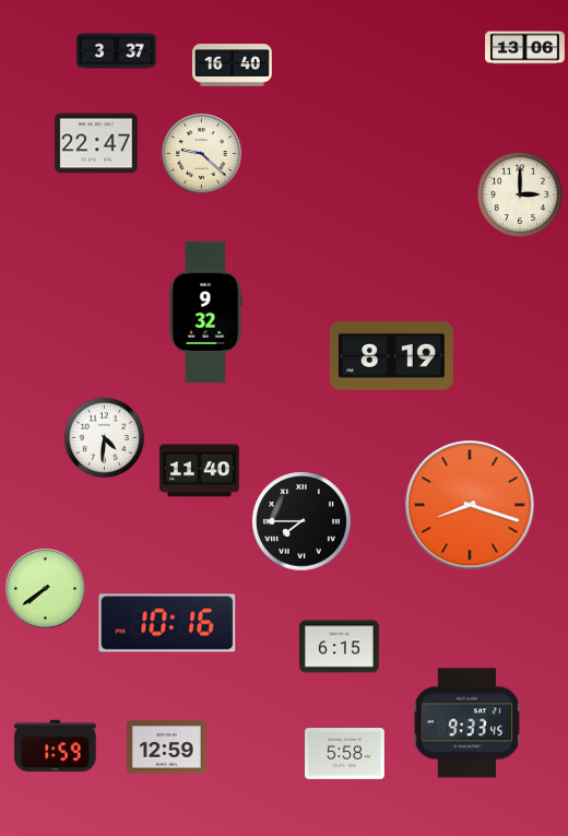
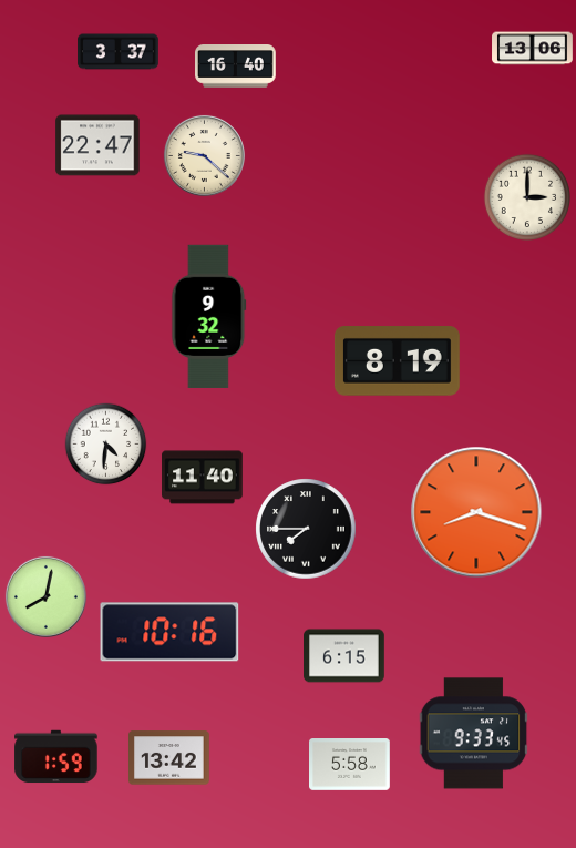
clock at (45, 588): 7:39 -> 8:02
clock at (167, 747): 12:59 -> 13:42
